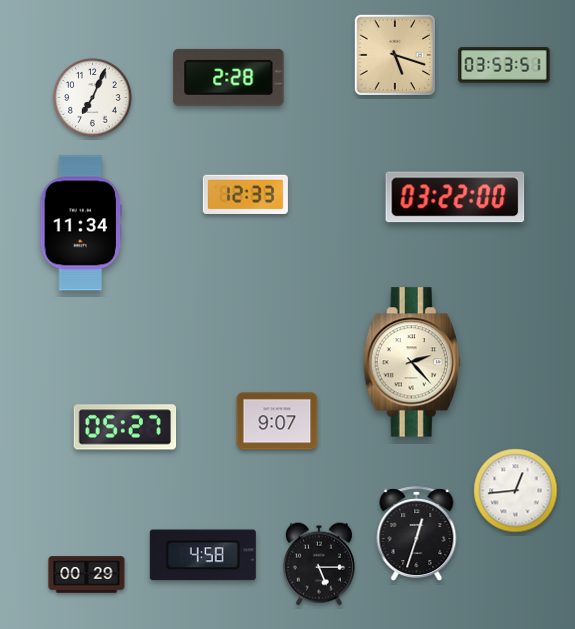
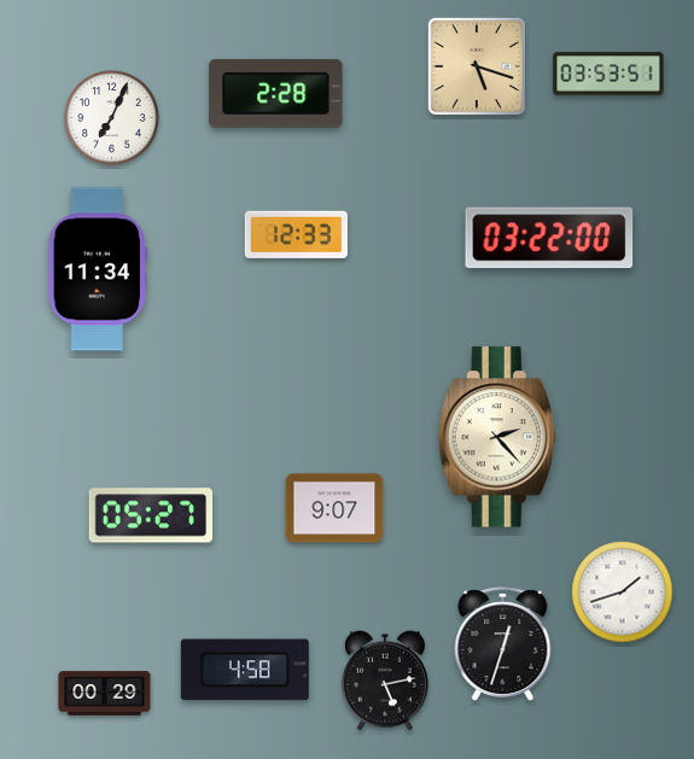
clock at (504, 65) position: (504, 65) -> (608, 74)
clock at (516, 491): 12:44 -> 1:42
clock at (319, 564): 5:15 -> 5:13
